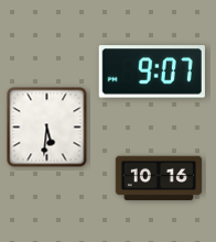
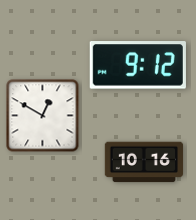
clock at (152, 71): 9:07 -> 9:12
clock at (47, 128): 5:31 -> 12:50
